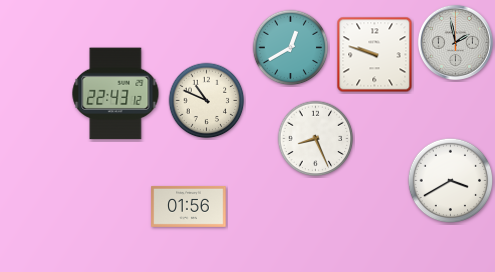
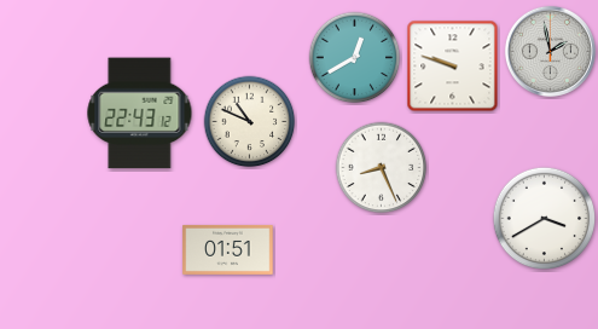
clock at (291, 48) position: (291, 48) -> (355, 58)
clock at (189, 206): 01:56 -> 01:51
